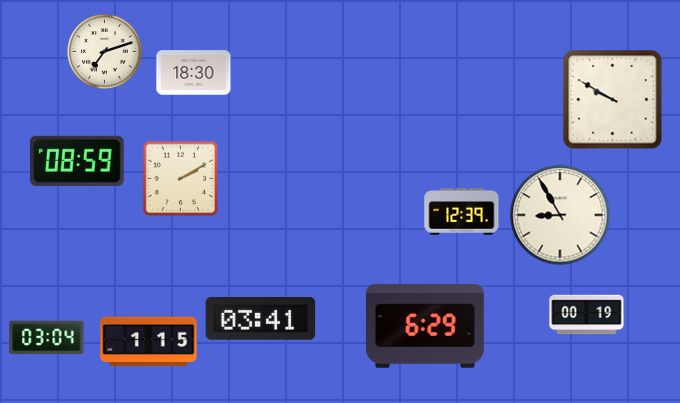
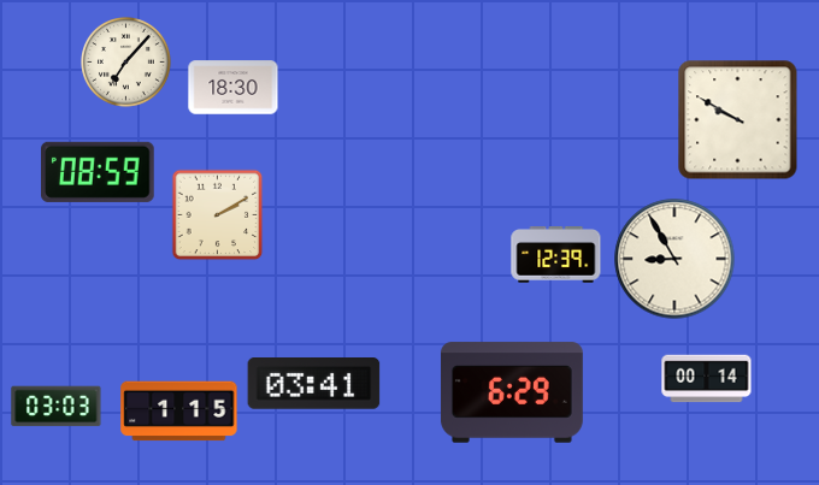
clock at (105, 52): 7:12 -> 7:07
clock at (78, 161) position: (78, 161) -> (99, 172)
clock at (587, 315): 00:19 -> 00:14
clock at (47, 338): 03:04 -> 03:03
